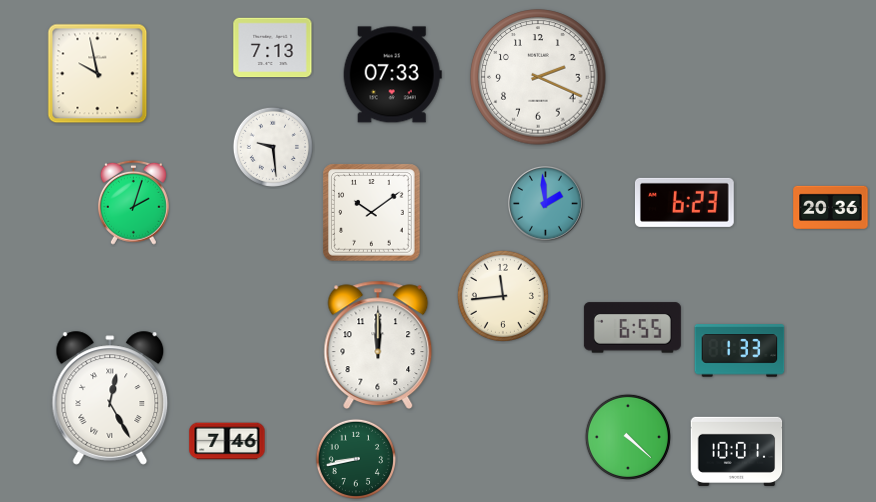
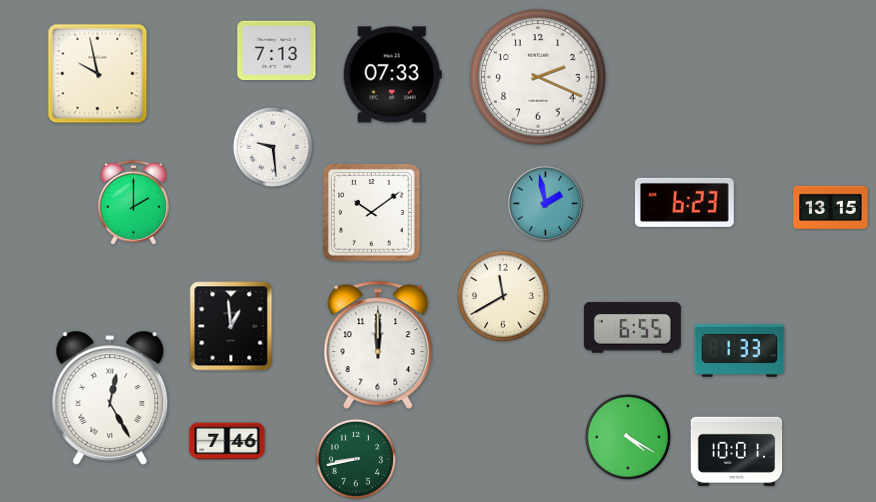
clock at (273, 48) position: (273, 48) -> (277, 51)
clock at (133, 202): 2:03 -> 2:00
clock at (545, 203): 1:59 -> 1:58
clock at (831, 207): 20:36 -> 13:15
clock at (503, 296): 11:44 -> 11:40
clock at (231, 326): none -> 12:59
clock at (628, 437): 4:22 -> 4:20
